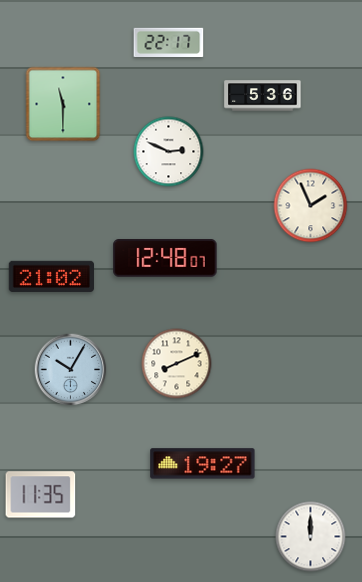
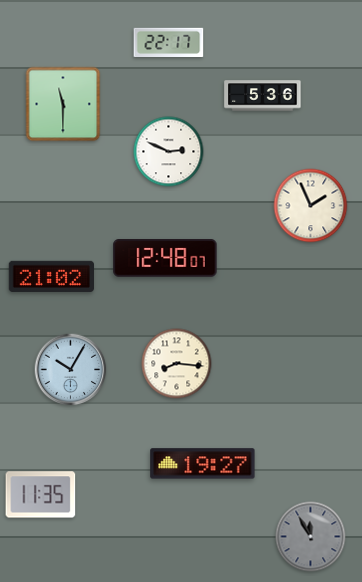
clock at (177, 364): 8:11 -> 8:16
clock at (311, 537): 12:00 -> 11:55
clock at (311, 537) dial: white -> grey
